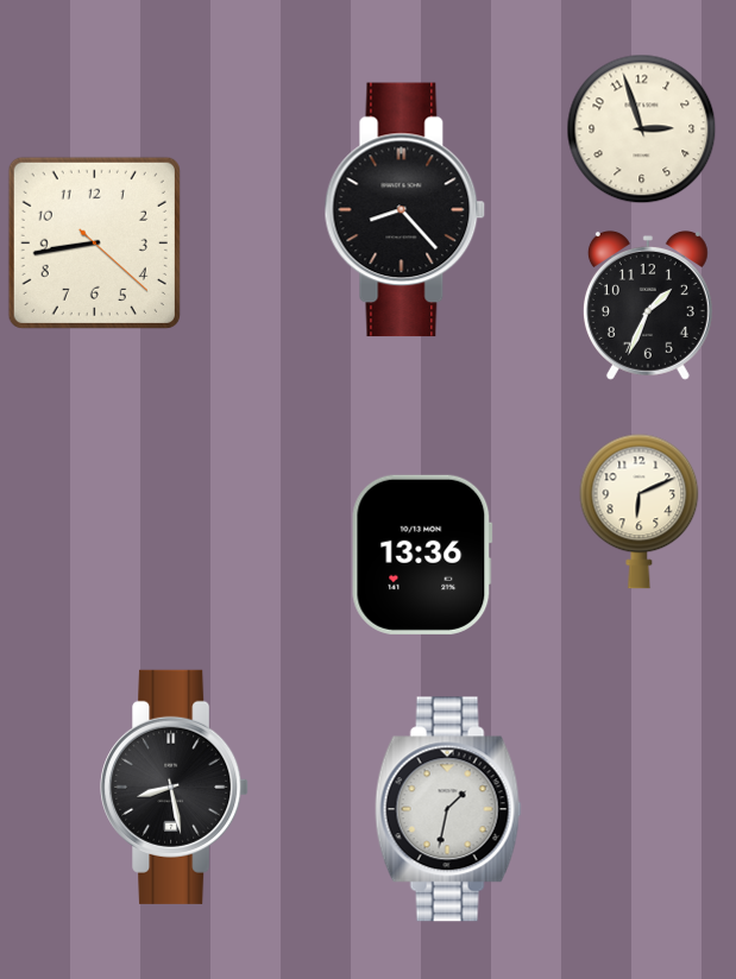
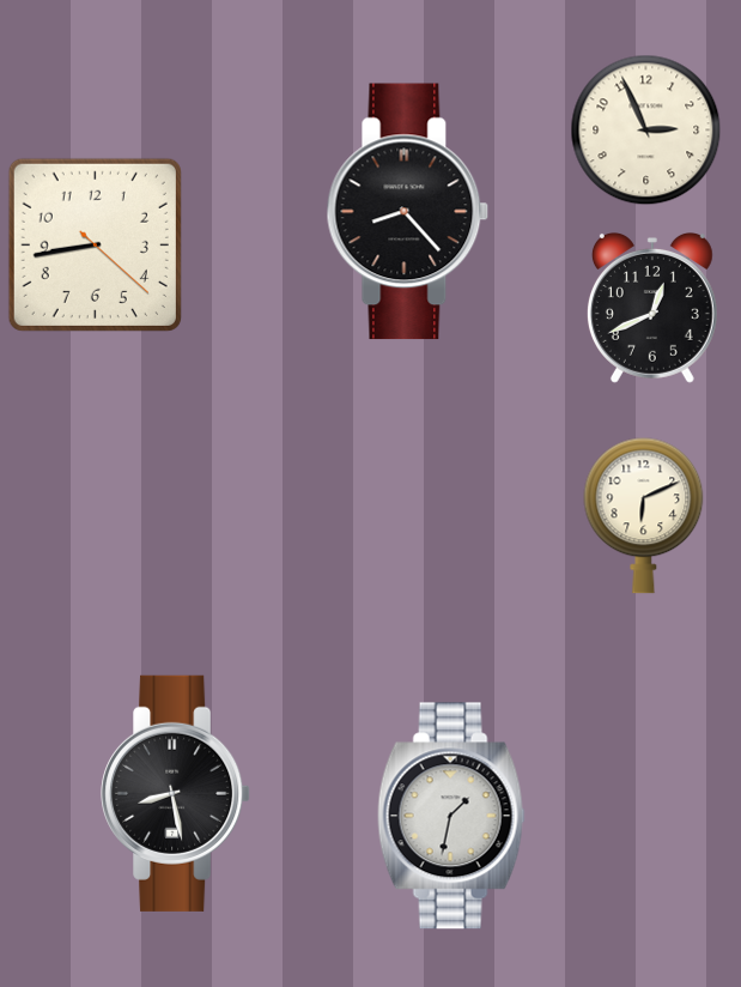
clock at (642, 130): 2:57 -> 2:56
clock at (648, 307): 1:34 -> 12:41
clock at (422, 555): 13:36 -> none
